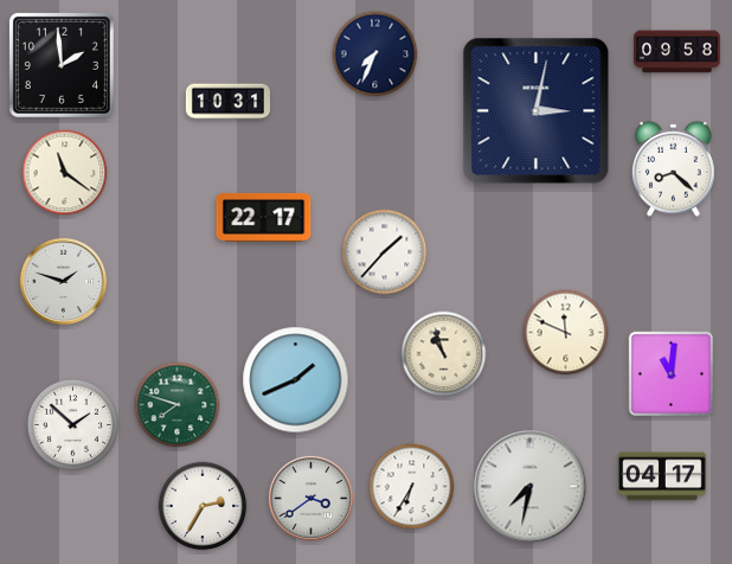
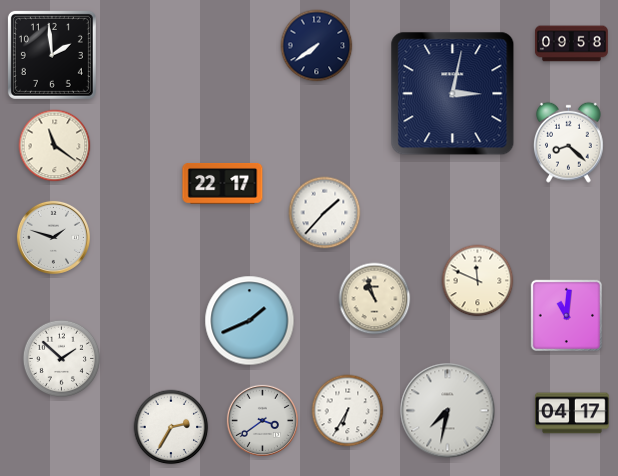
clock at (375, 55): 7:34 -> 7:39
clock at (227, 102): 10:31 -> none
clock at (178, 405): 7:48 -> none
clock at (662, 476) position: (662, 476) -> (572, 413)
